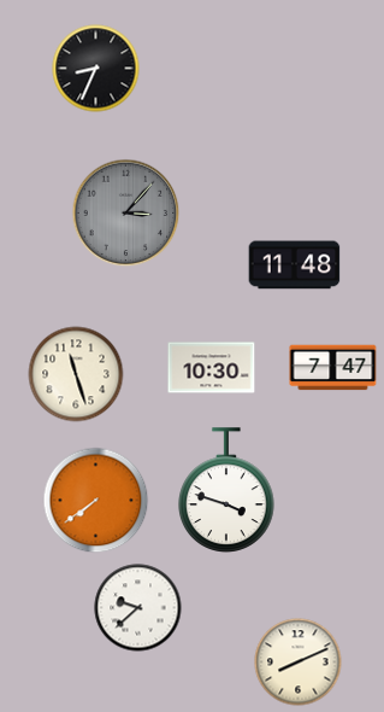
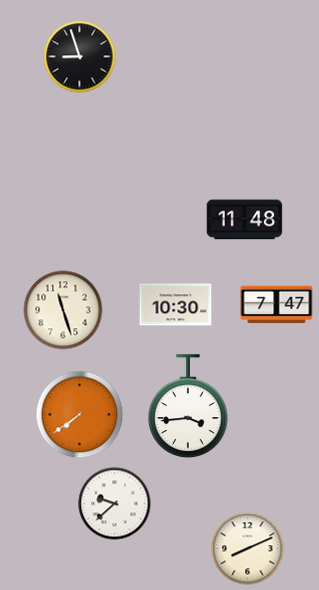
clock at (96, 69): 8:34 -> 8:57
clock at (126, 214): 3:07 -> none
clock at (228, 490): 3:48 -> 3:44
